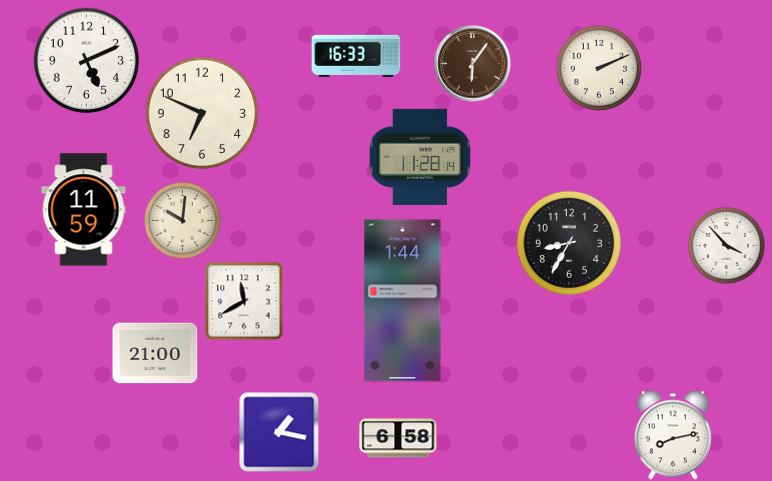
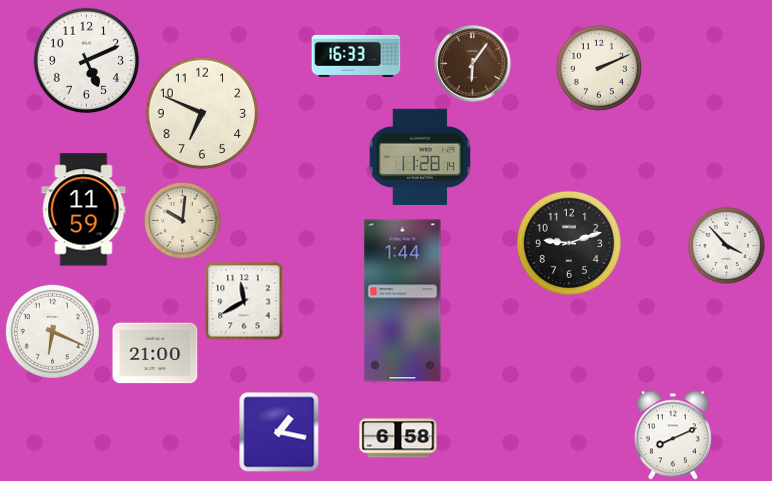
clock at (569, 243): 8:35 -> 9:12
clock at (52, 331): none -> 6:19
clock at (673, 435): 8:13 -> 8:11
